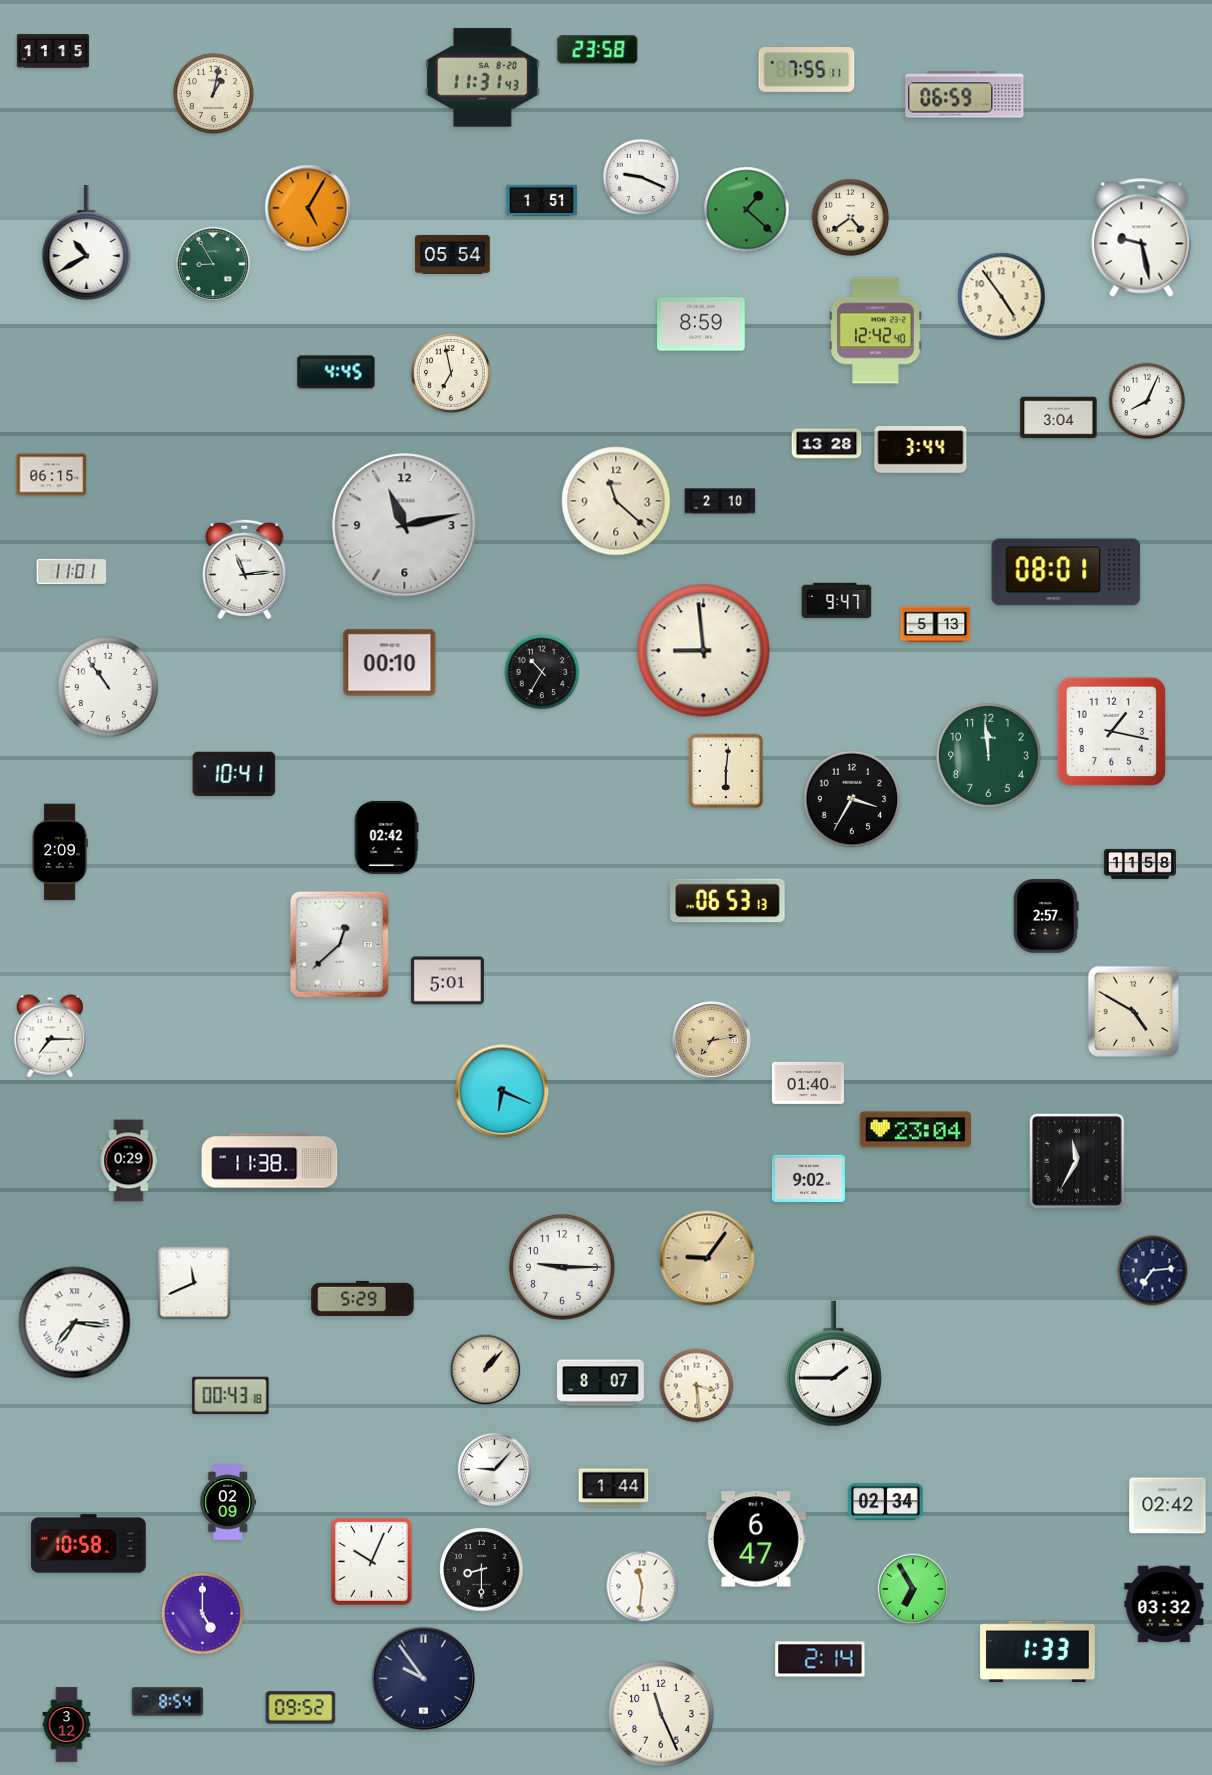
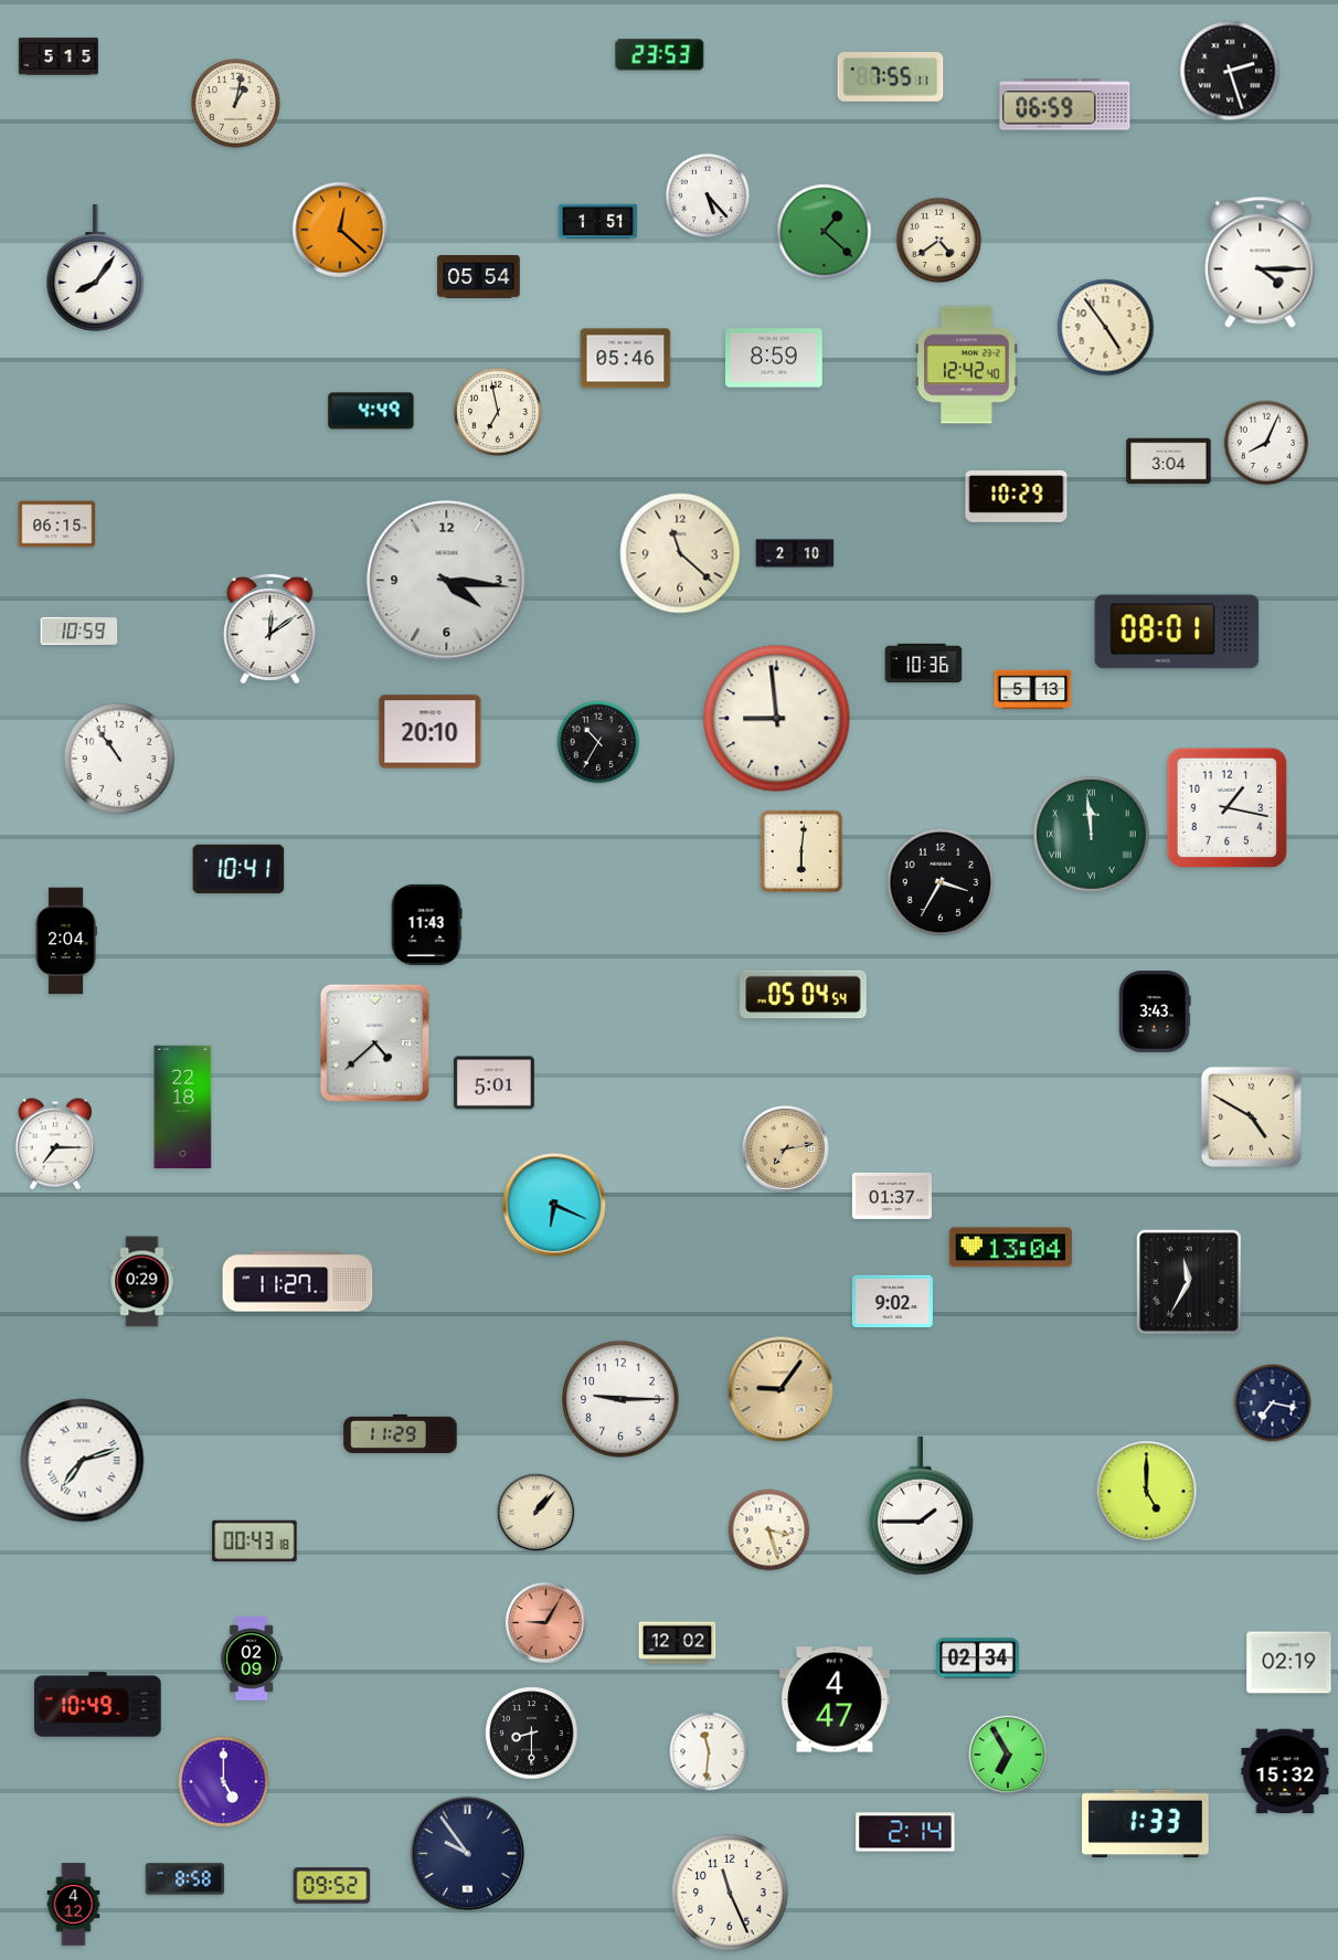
clock at (598, 50): 23:58 -> 23:53
clock at (53, 51): 11:15 -> 5:15
clock at (1230, 71): none -> 2:27
clock at (483, 78): 11:31 -> none
clock at (641, 177): 9:19 -> 5:23
clock at (308, 208): 5:05 -> 12:22
clock at (1142, 238): 9:28 -> 4:15
clock at (87, 243): 10:40 -> 8:06
clock at (453, 255) position: (453, 255) -> (479, 277)
clock at (213, 264): 8:55 -> none
clock at (626, 359): none -> 05:46
clock at (336, 372): 4:45 -> 4:49
clock at (827, 444): 13:28 -> none
clock at (921, 450): 3:44 -> 10:29
clock at (405, 526): 11:13 -> 4:16
clock at (245, 569): 11:14 -> 12:09
clock at (72, 571): 11:01 -> 10:59
clock at (837, 601): 9:47 -> 10:36
clock at (390, 663): 00:10 -> 20:10
clock at (989, 756) numerals: Arabic -> Roman
clock at (234, 774) position: (234, 774) -> (238, 869)
clock at (386, 837): 02:42 -> 11:43
clock at (60, 852): 2:09 -> 2:04
clock at (1139, 864): 11:58 -> none
clock at (728, 901): 06:53 -> 05:04
clock at (1046, 916): 2:57 -> 3:43
clock at (339, 944): 12:38 -> 4:38
clock at (183, 1108): none -> 22:18
clock at (808, 1083): 01:40 -> 01:37
clock at (915, 1130): 23:04 -> 13:04
clock at (270, 1161): 11:38 -> 11:27
clock at (1153, 1271): 7:14 -> 7:17
clock at (194, 1283): 11:41 -> none
clock at (363, 1298): 5:29 -> 11:29
clock at (75, 1323): 7:16 -> 7:12
clock at (1147, 1492): none -> 5:00
clock at (600, 1383): 8:07 -> none
clock at (697, 1386): 3:29 -> 3:27
clock at (494, 1469): 9:07 -> 9:05
clock at (494, 1469) dial: white -> salmon
clock at (614, 1488): 1:44 -> 12:02
clock at (1168, 1506): 02:42 -> 02:19
clock at (756, 1539): 6:47 -> 4:47
clock at (89, 1544): 10:58 -> 10:49
clock at (371, 1561): 10:04 -> none
clock at (1164, 1604): 03:32 -> 15:32
clock at (168, 1702): 8:54 -> 8:58
clock at (67, 1725): 3:12 -> 4:12
